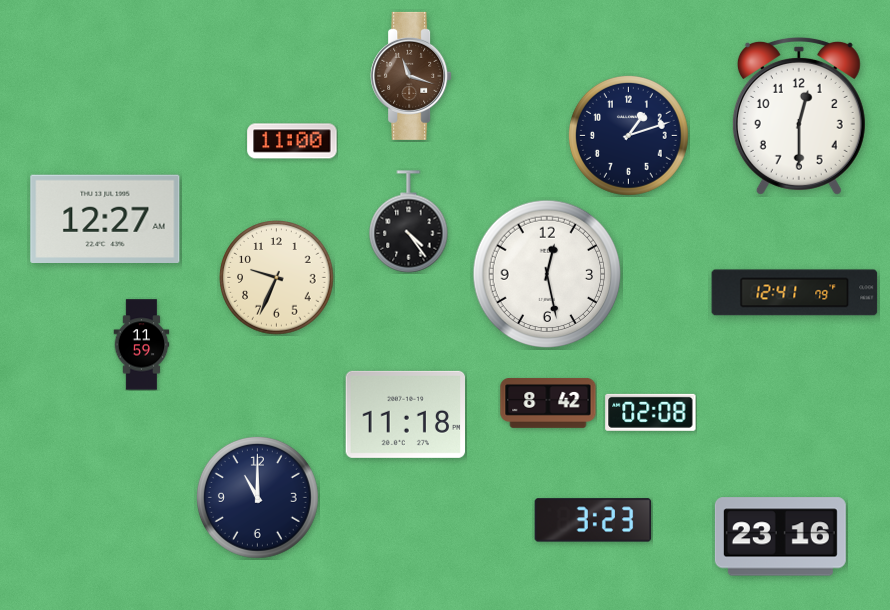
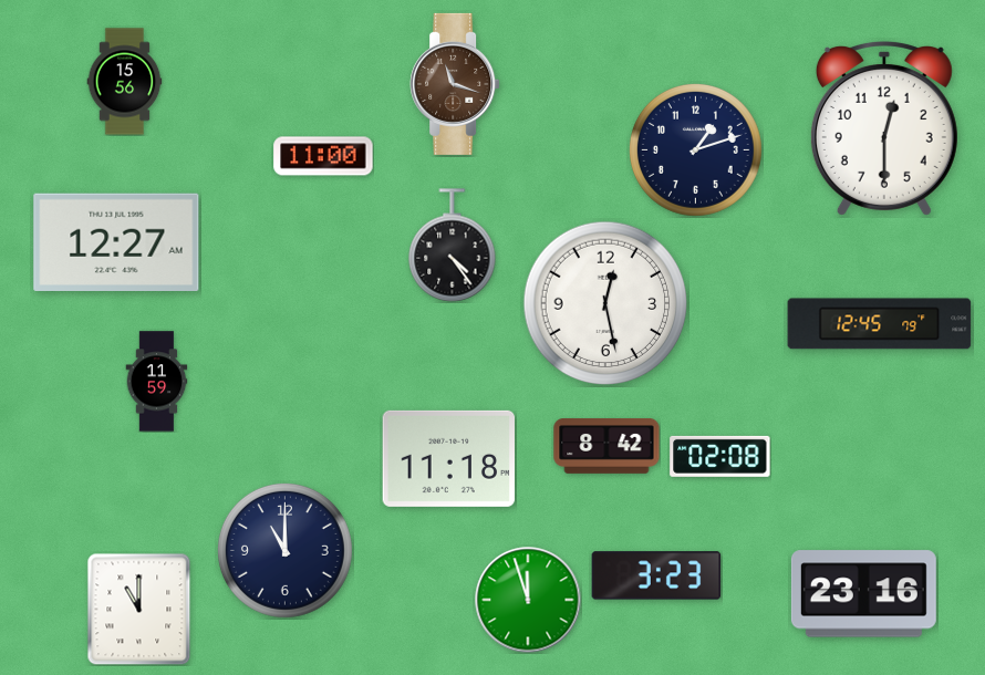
clock at (125, 82): none -> 15:56
clock at (277, 278): 9:34 -> none
clock at (795, 293): 12:41 -> 12:45
clock at (528, 600): none -> 11:57
clock at (139, 609): none -> 11:00
